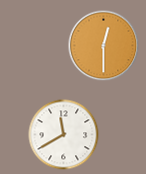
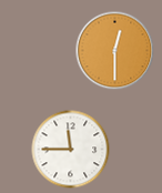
clock at (64, 135): 11:40 -> 11:45
